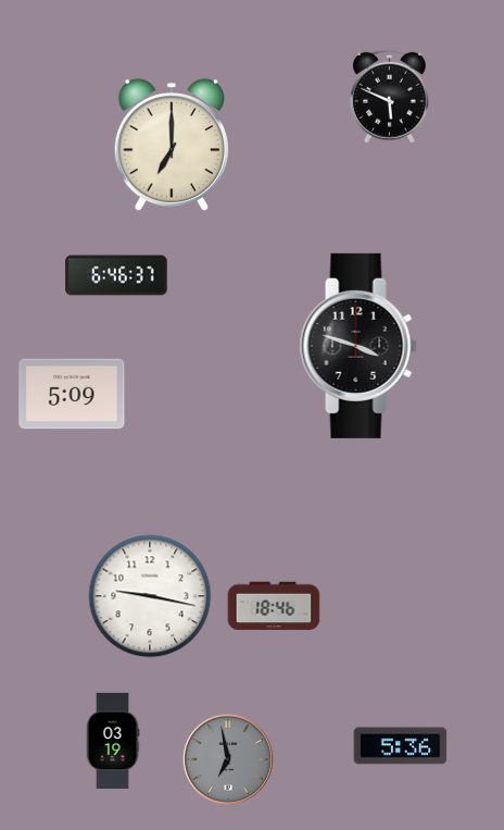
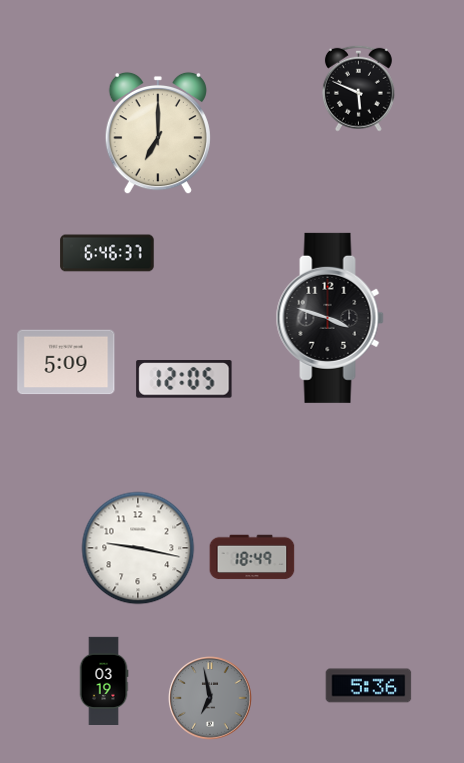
clock at (184, 379): none -> 12:05
clock at (274, 606): 18:46 -> 18:49
